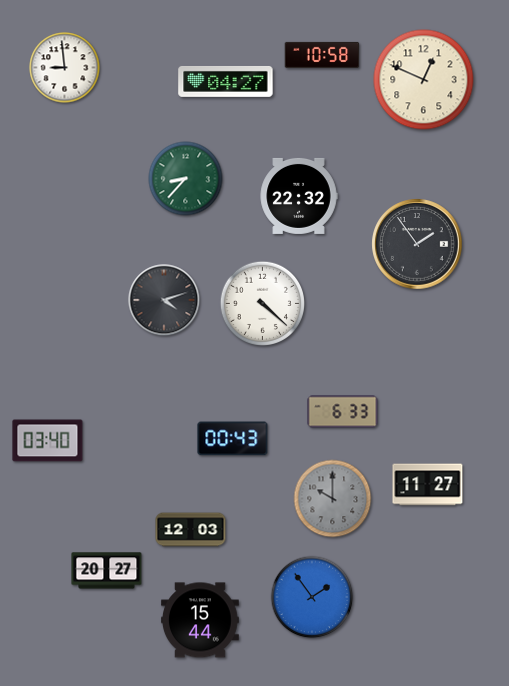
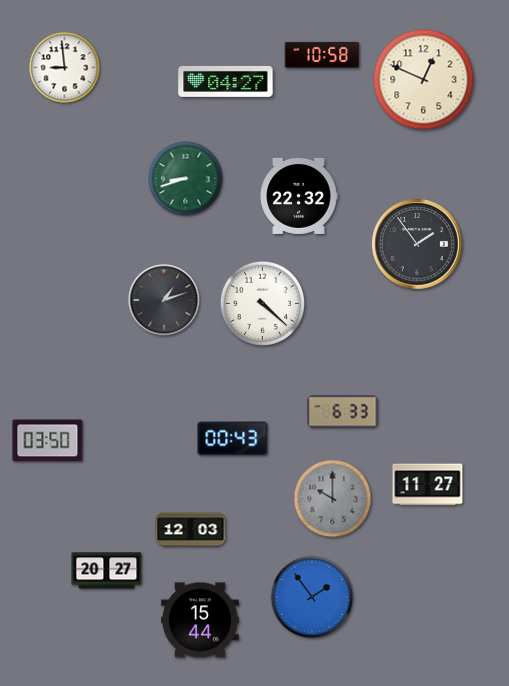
clock at (186, 179): 8:37 -> 8:42
clock at (164, 300): 4:12 -> 1:12
clock at (48, 441): 03:40 -> 03:50
